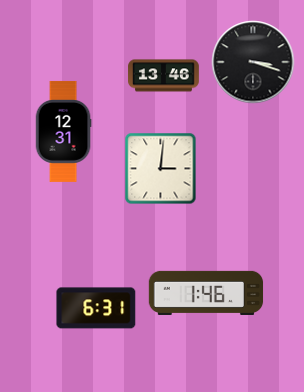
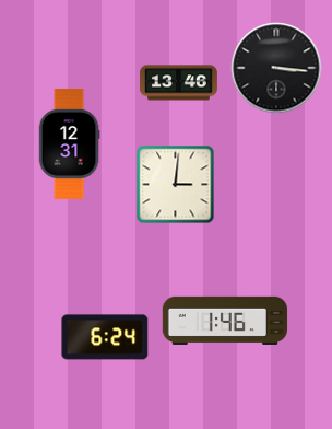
clock at (253, 62): 3:18 -> 3:16
clock at (96, 308): 6:31 -> 6:24
